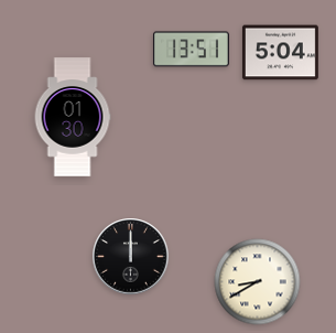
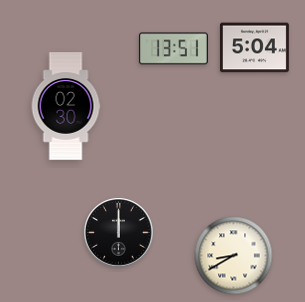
clock at (191, 50) position: (191, 50) -> (173, 49)
clock at (73, 117): 01:30 -> 02:30
